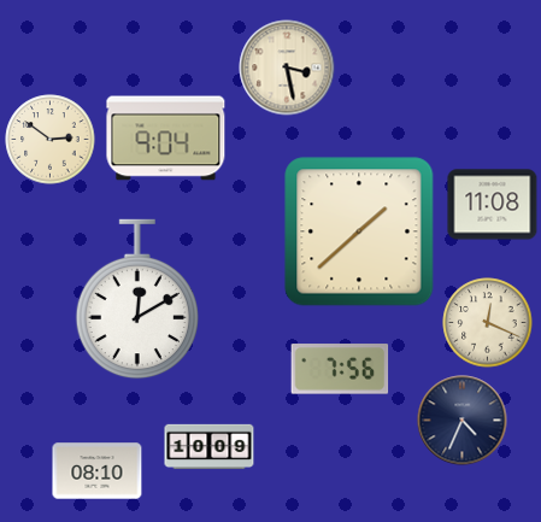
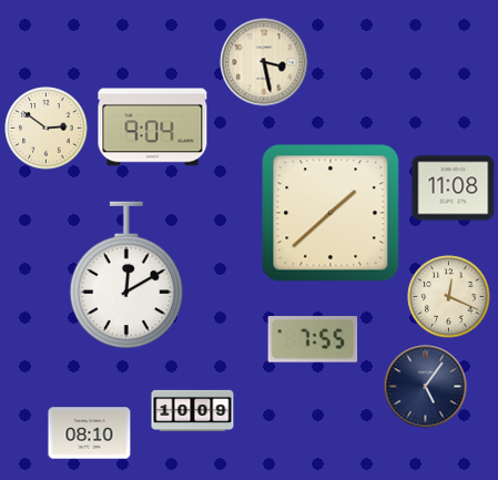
clock at (340, 369): 7:56 -> 7:55
clock at (463, 421): 4:34 -> 5:06
